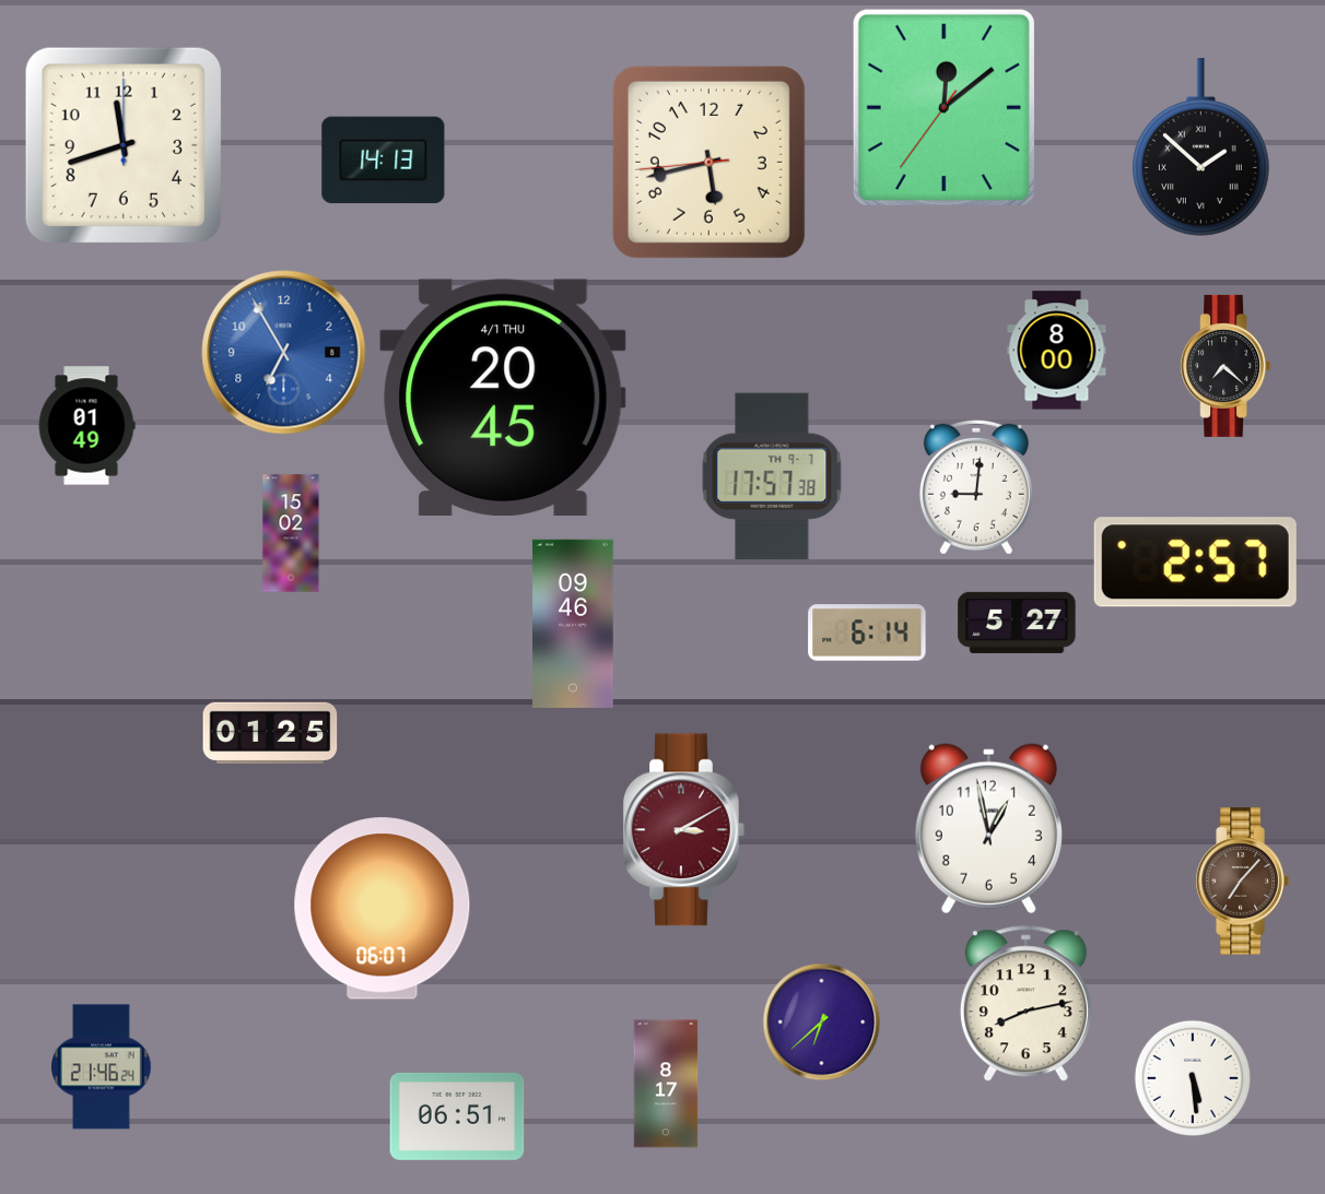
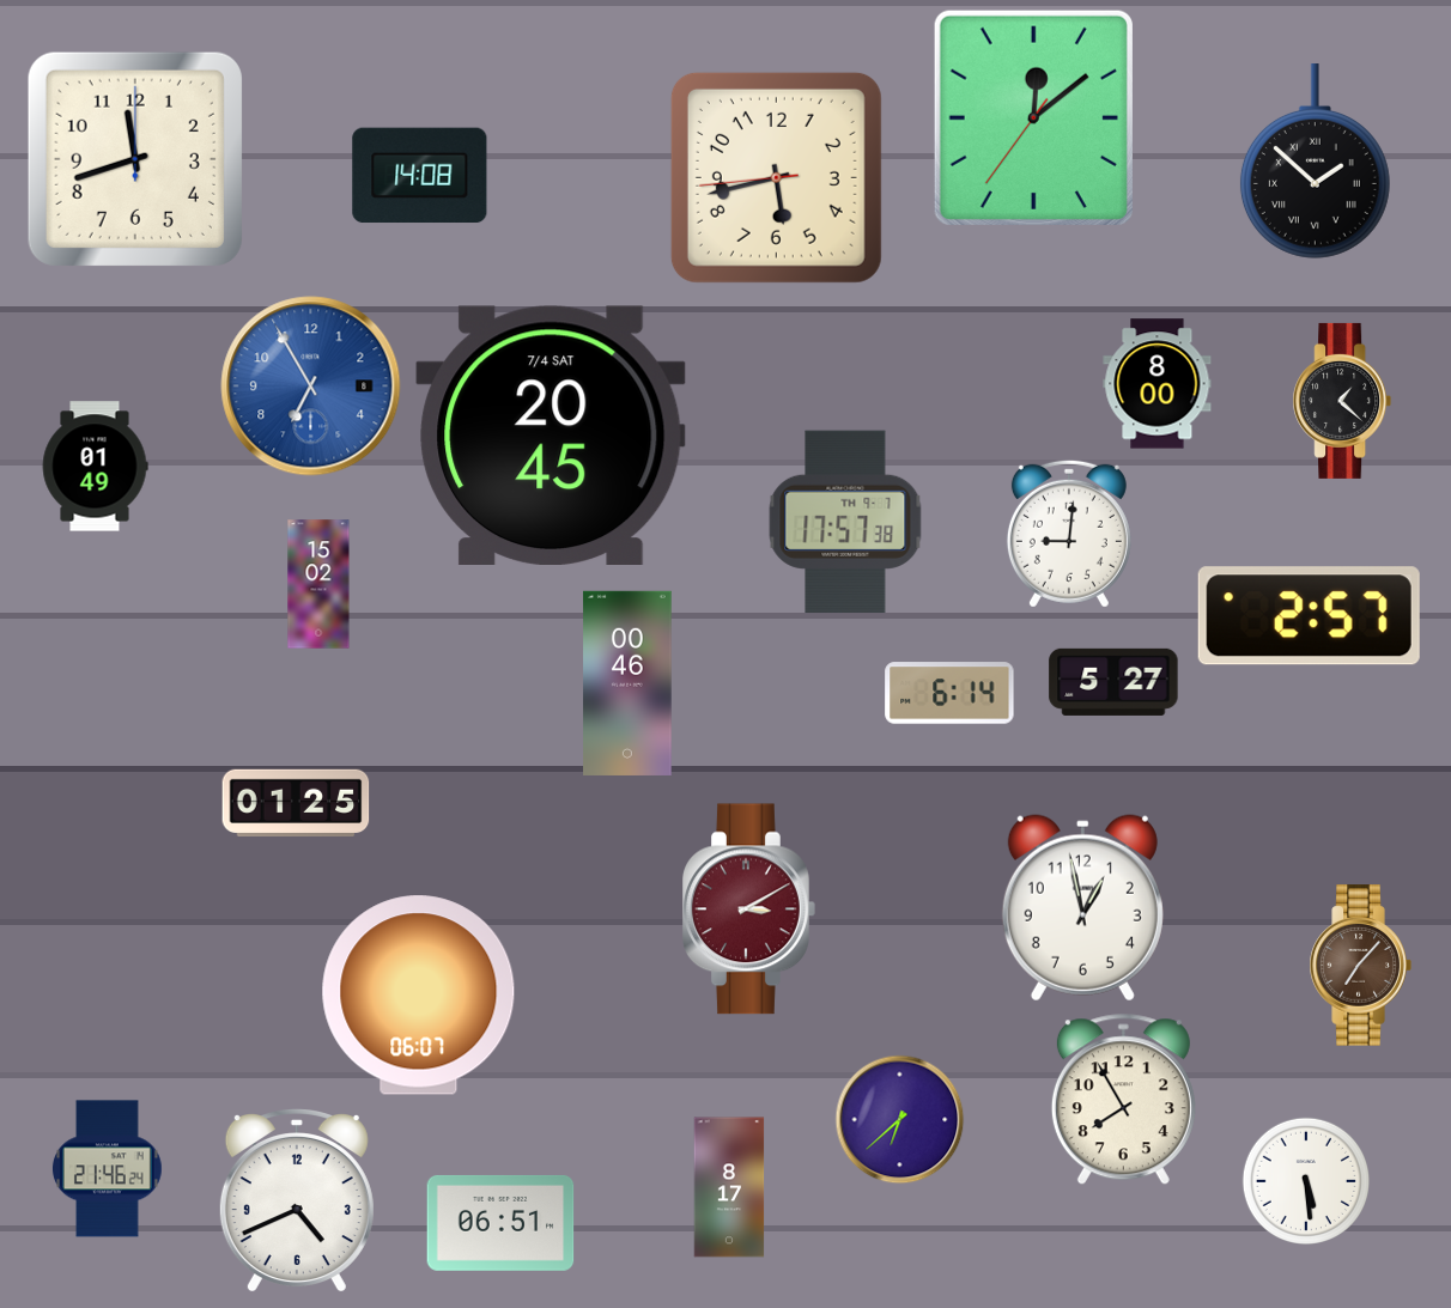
clock at (384, 161): 14:13 -> 14:08
clock at (1226, 366): 7:22 -> 1:22
clock at (503, 397) date: 4/1 THU -> 7/4 SAT
clock at (573, 623): 09:46 -> 00:46
clock at (1025, 1004): 8:13 -> 7:55
clock at (101, 1067) position: (101, 1067) -> (107, 1169)
clock at (297, 1201): none -> 4:41
